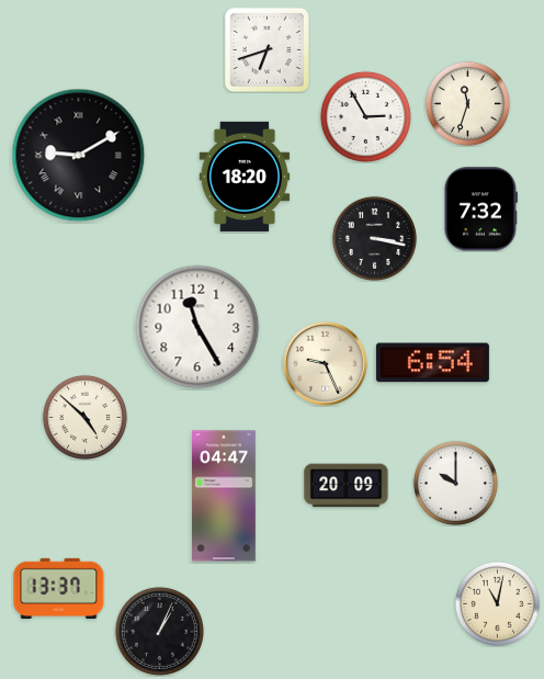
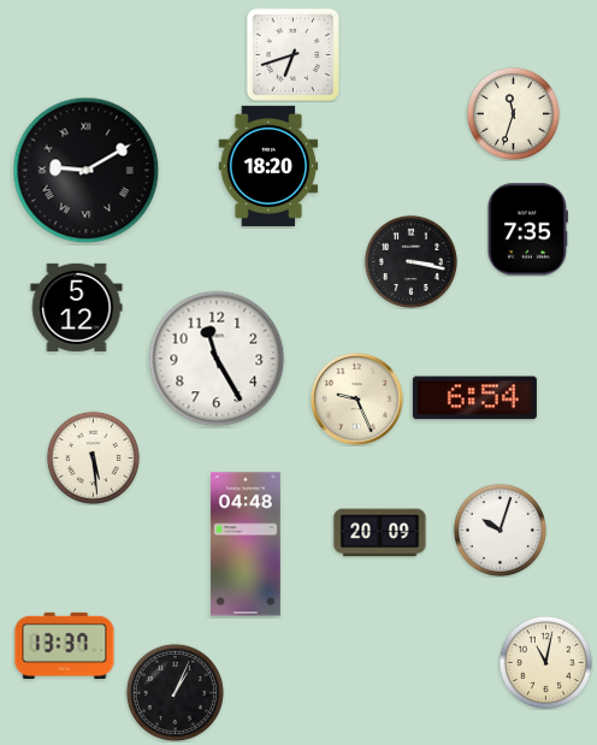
clock at (365, 116): 2:55 -> none
clock at (245, 177) position: (245, 177) -> (268, 166)
clock at (480, 210): 7:32 -> 7:35
clock at (77, 307): none -> 5:12
clock at (84, 417): 4:52 -> 5:29
clock at (455, 483): 10:00 -> 10:03
clock at (224, 496): 04:47 -> 04:48
